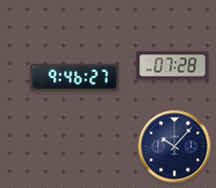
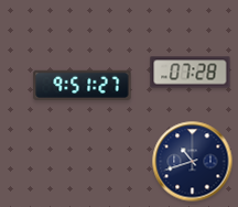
clock at (75, 77): 9:46 -> 9:51
clock at (175, 147): 10:07 -> 10:42
